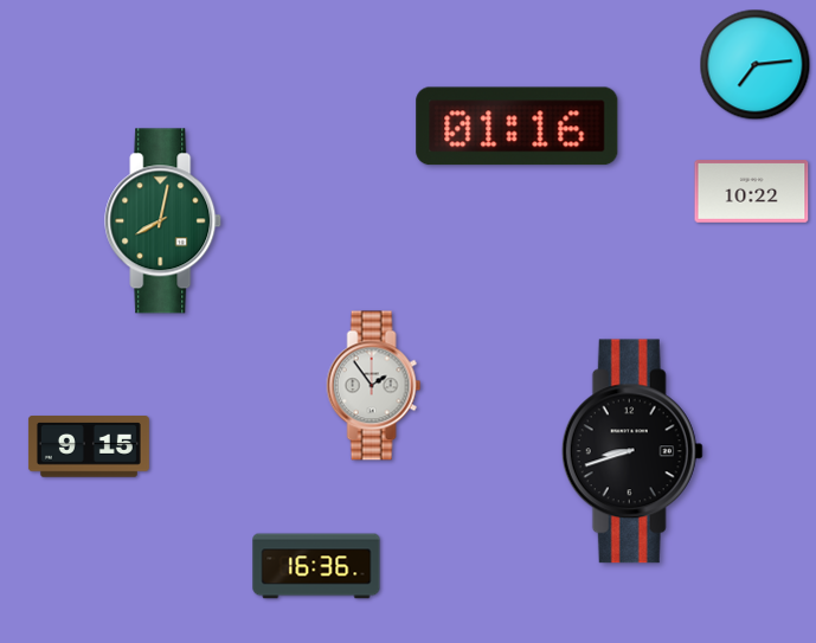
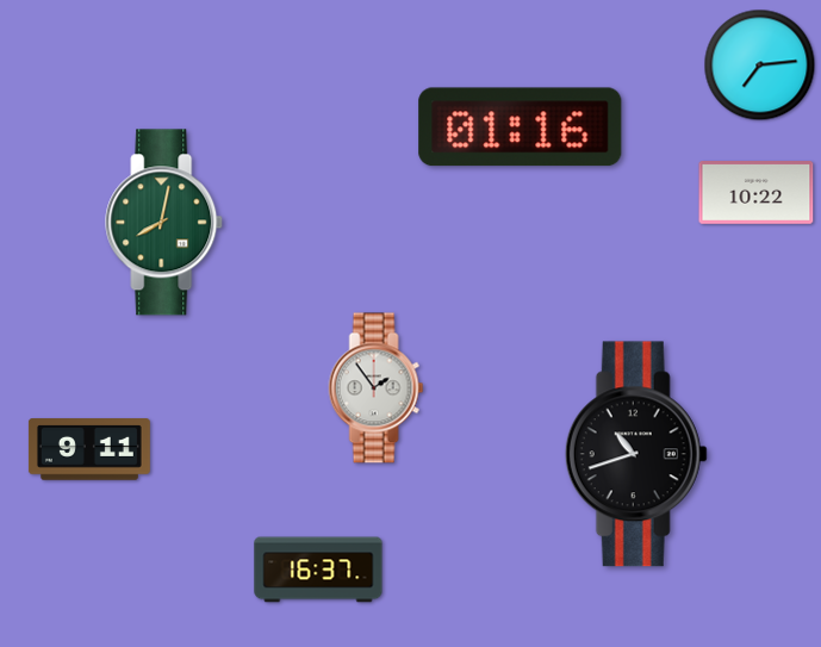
clock at (89, 446): 9:15 -> 9:11
clock at (632, 451): 8:42 -> 10:42
clock at (316, 566): 16:36 -> 16:37
